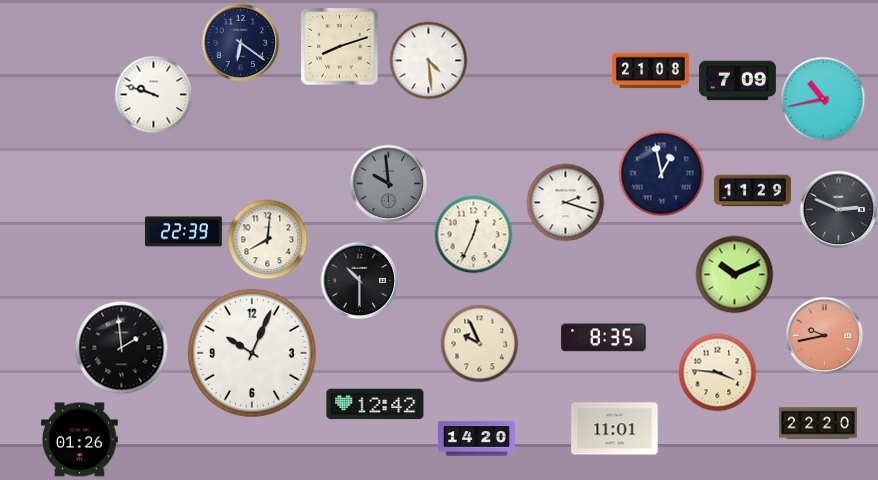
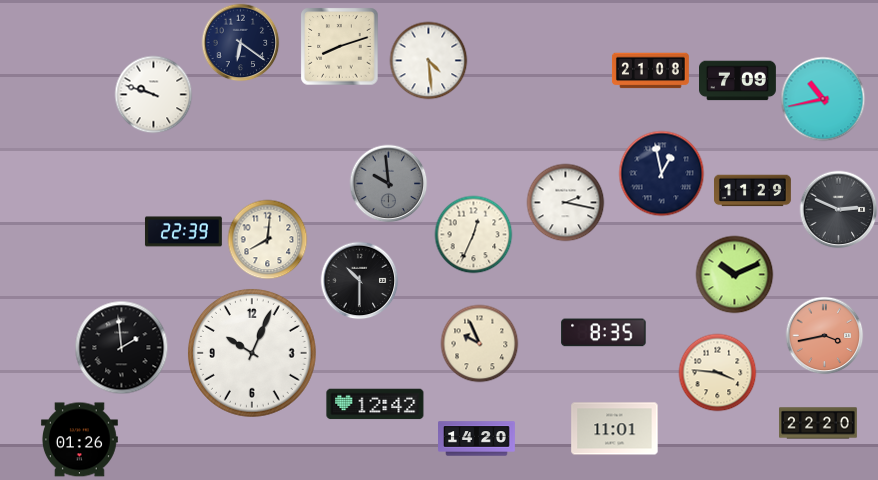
clock at (565, 202): 2:18 -> 2:17
clock at (824, 335): 9:43 -> 3:43
clock at (604, 338) position: (604, 338) -> (604, 333)
